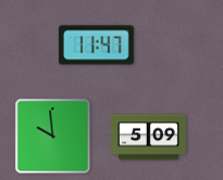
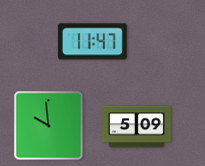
clock at (96, 46) position: (96, 46) -> (92, 42)
